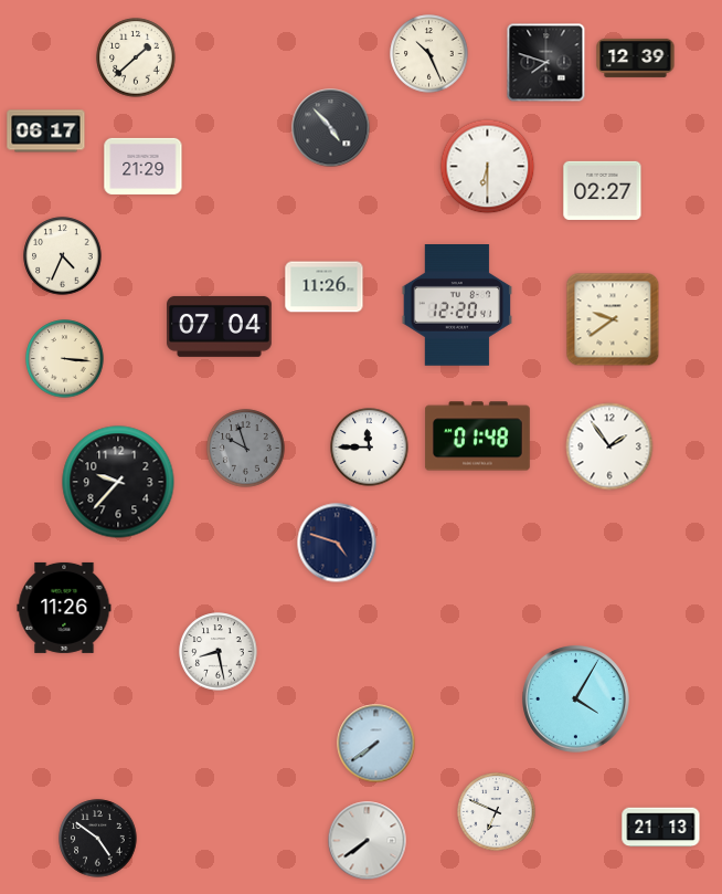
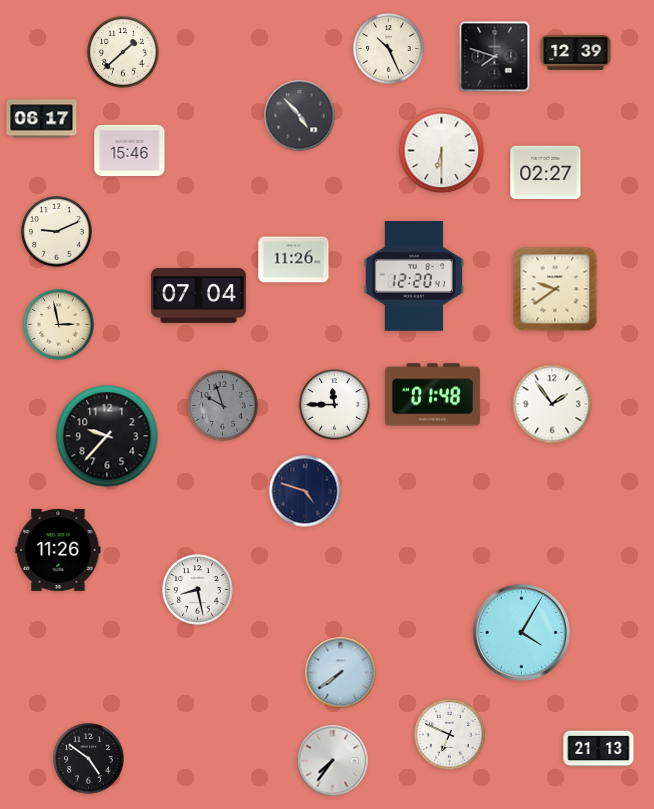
clock at (144, 166): 21:29 -> 15:46
clock at (63, 256): 4:34 -> 9:11
clock at (65, 359): 3:16 -> 2:58
clock at (368, 841): 7:39 -> 7:36
